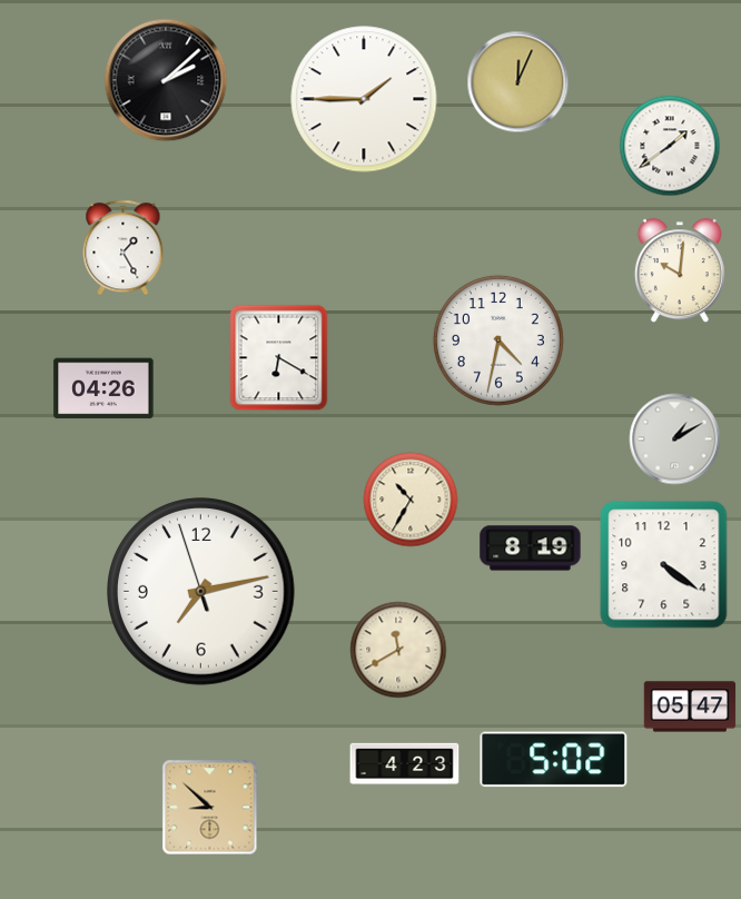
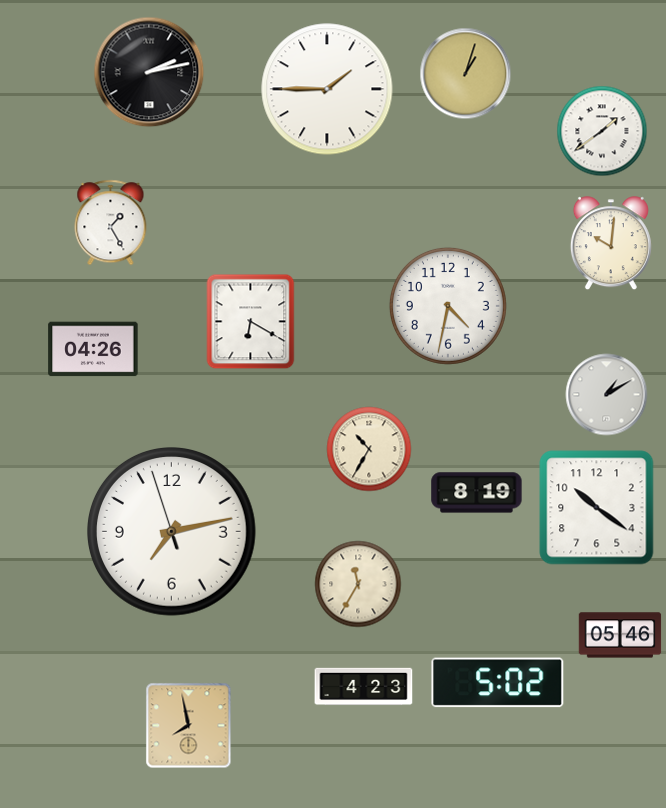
clock at (166, 80): 2:08 -> 2:13
clock at (518, 82): 12:04 -> 1:03
clock at (664, 565): 4:21 -> 10:21
clock at (201, 592) position: (201, 592) -> (172, 532)
clock at (398, 650): 11:40 -> 11:35
clock at (690, 707): 05:47 -> 05:46
clock at (210, 808): 8:52 -> 7:58
